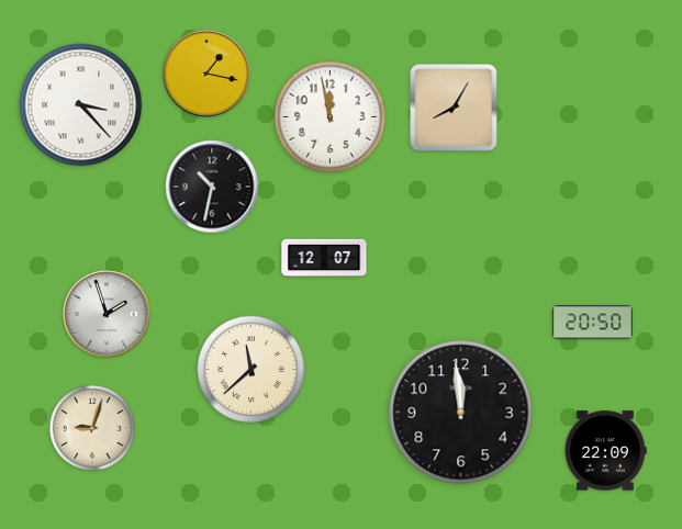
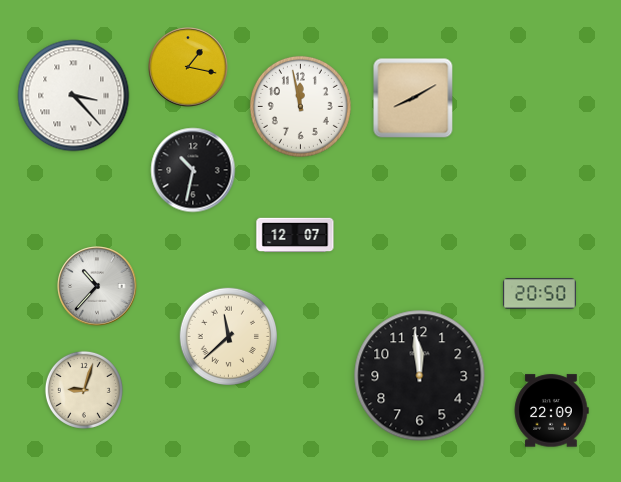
clock at (454, 108): 8:05 -> 8:10
clock at (107, 314): 1:57 -> 10:37
